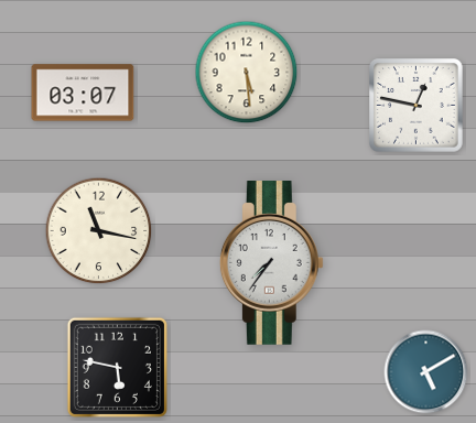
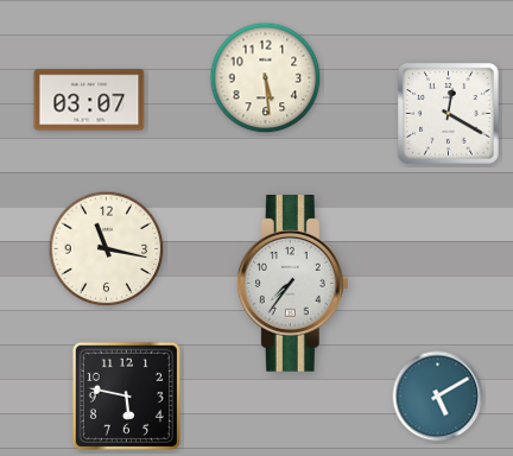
clock at (416, 106): 12:47 -> 12:20
clock at (426, 372) position: (426, 372) -> (438, 397)
